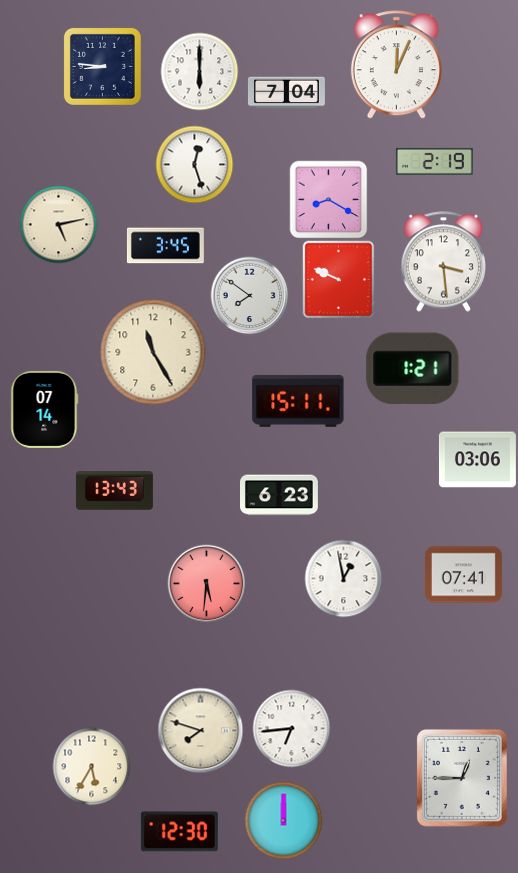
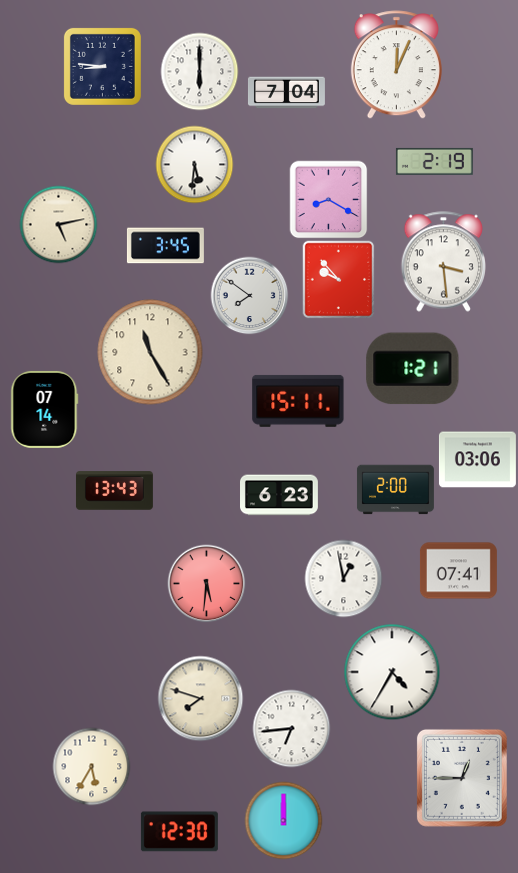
clock at (194, 164): 12:27 -> 5:31
clock at (339, 279): 9:49 -> 9:53
clock at (153, 352) position: (153, 352) -> (150, 352)
clock at (395, 490): none -> 2:00
clock at (463, 575) position: (463, 575) -> (458, 571)
clock at (392, 672): none -> 4:35
clock at (200, 730) position: (200, 730) -> (200, 698)
